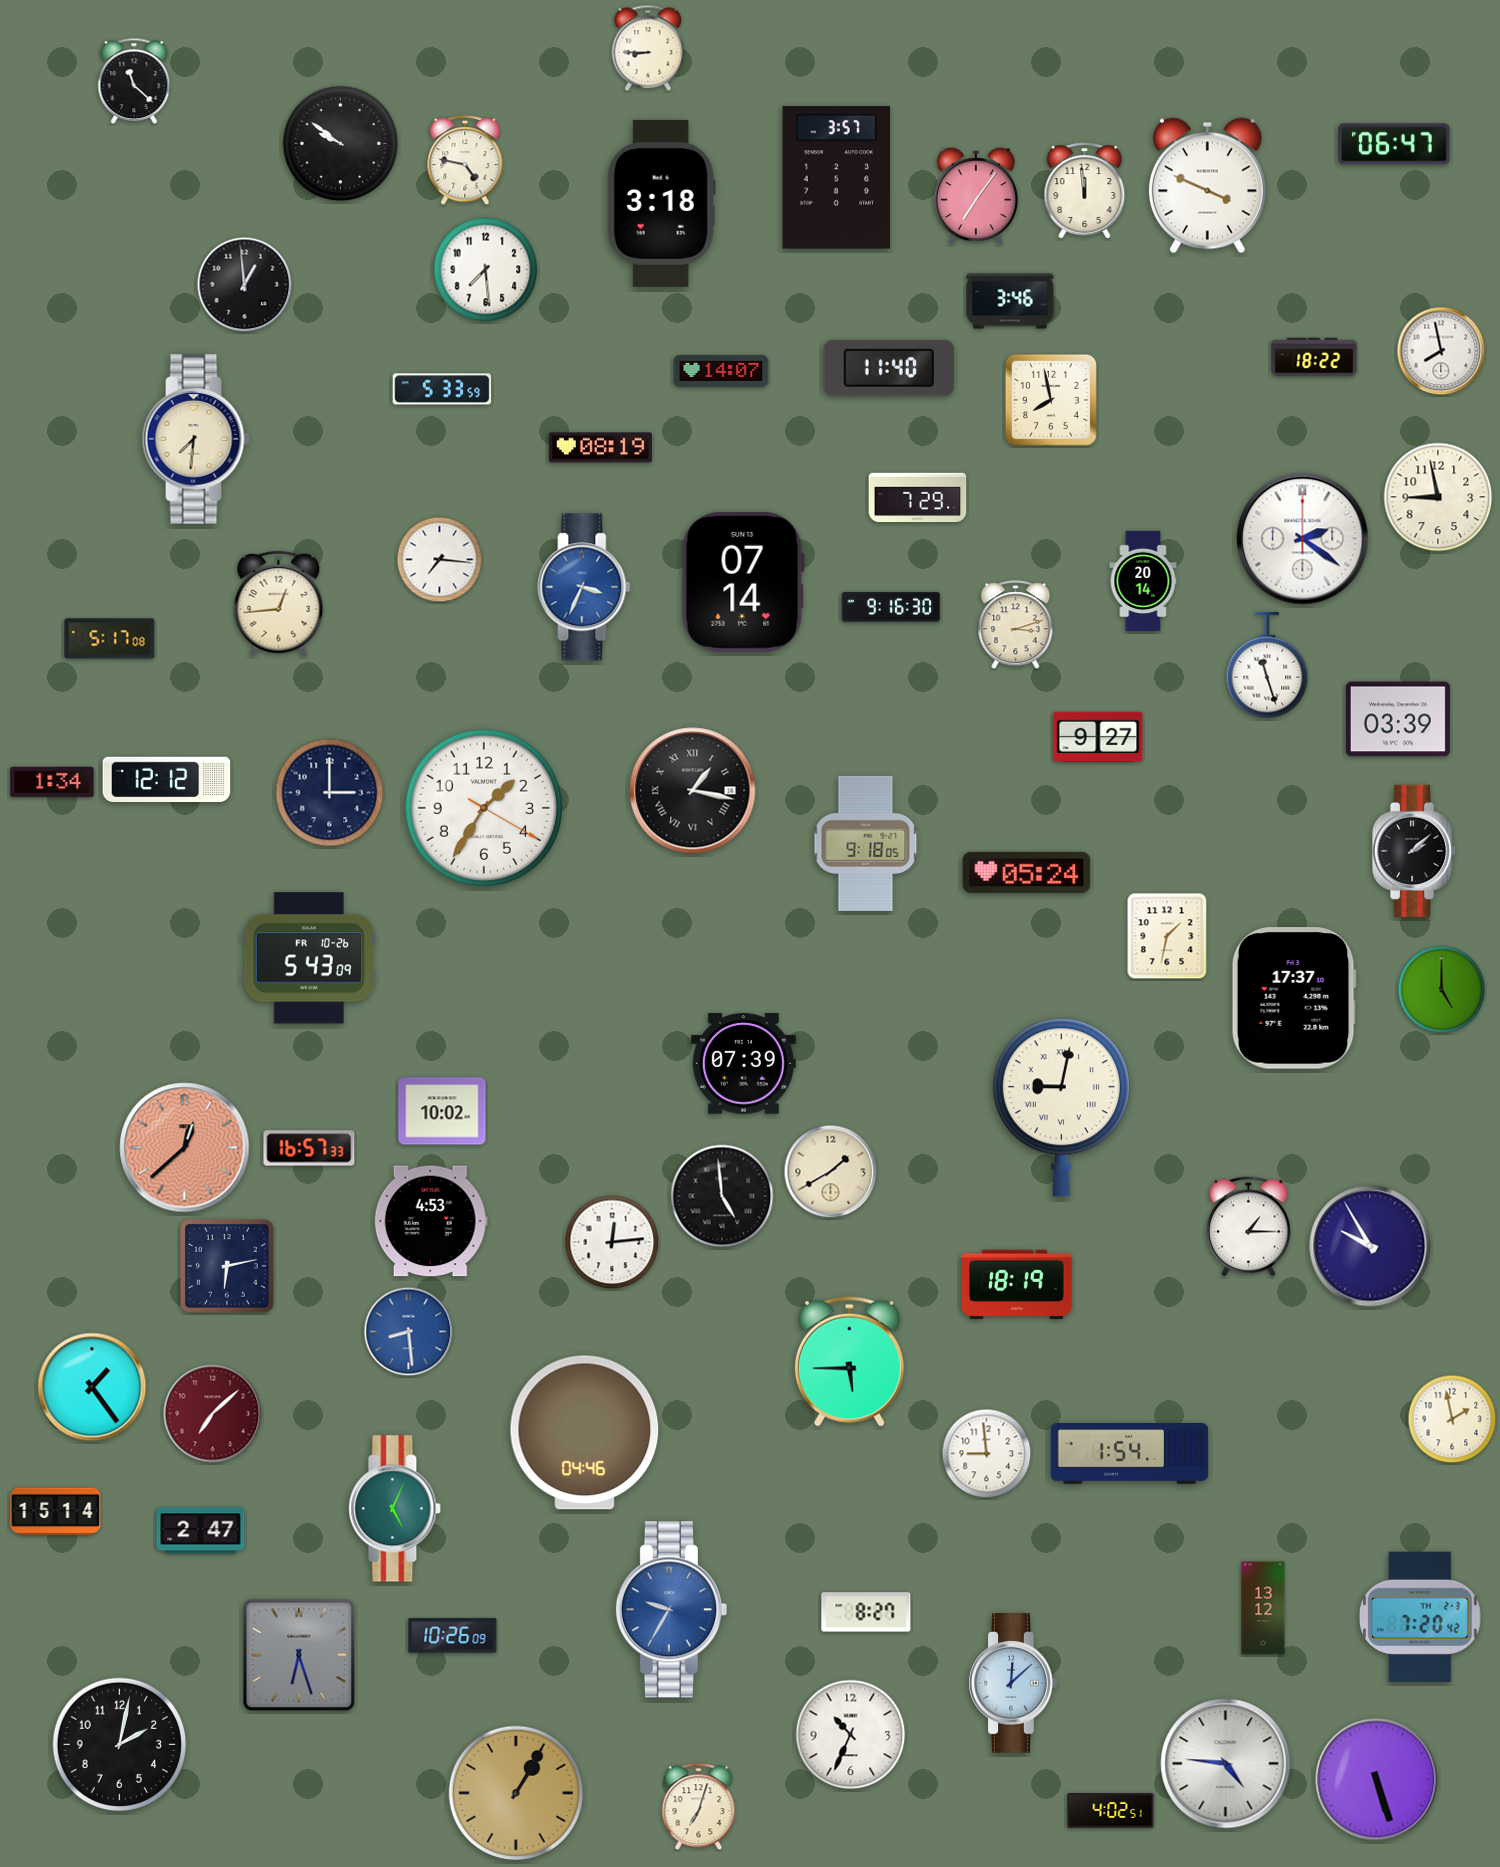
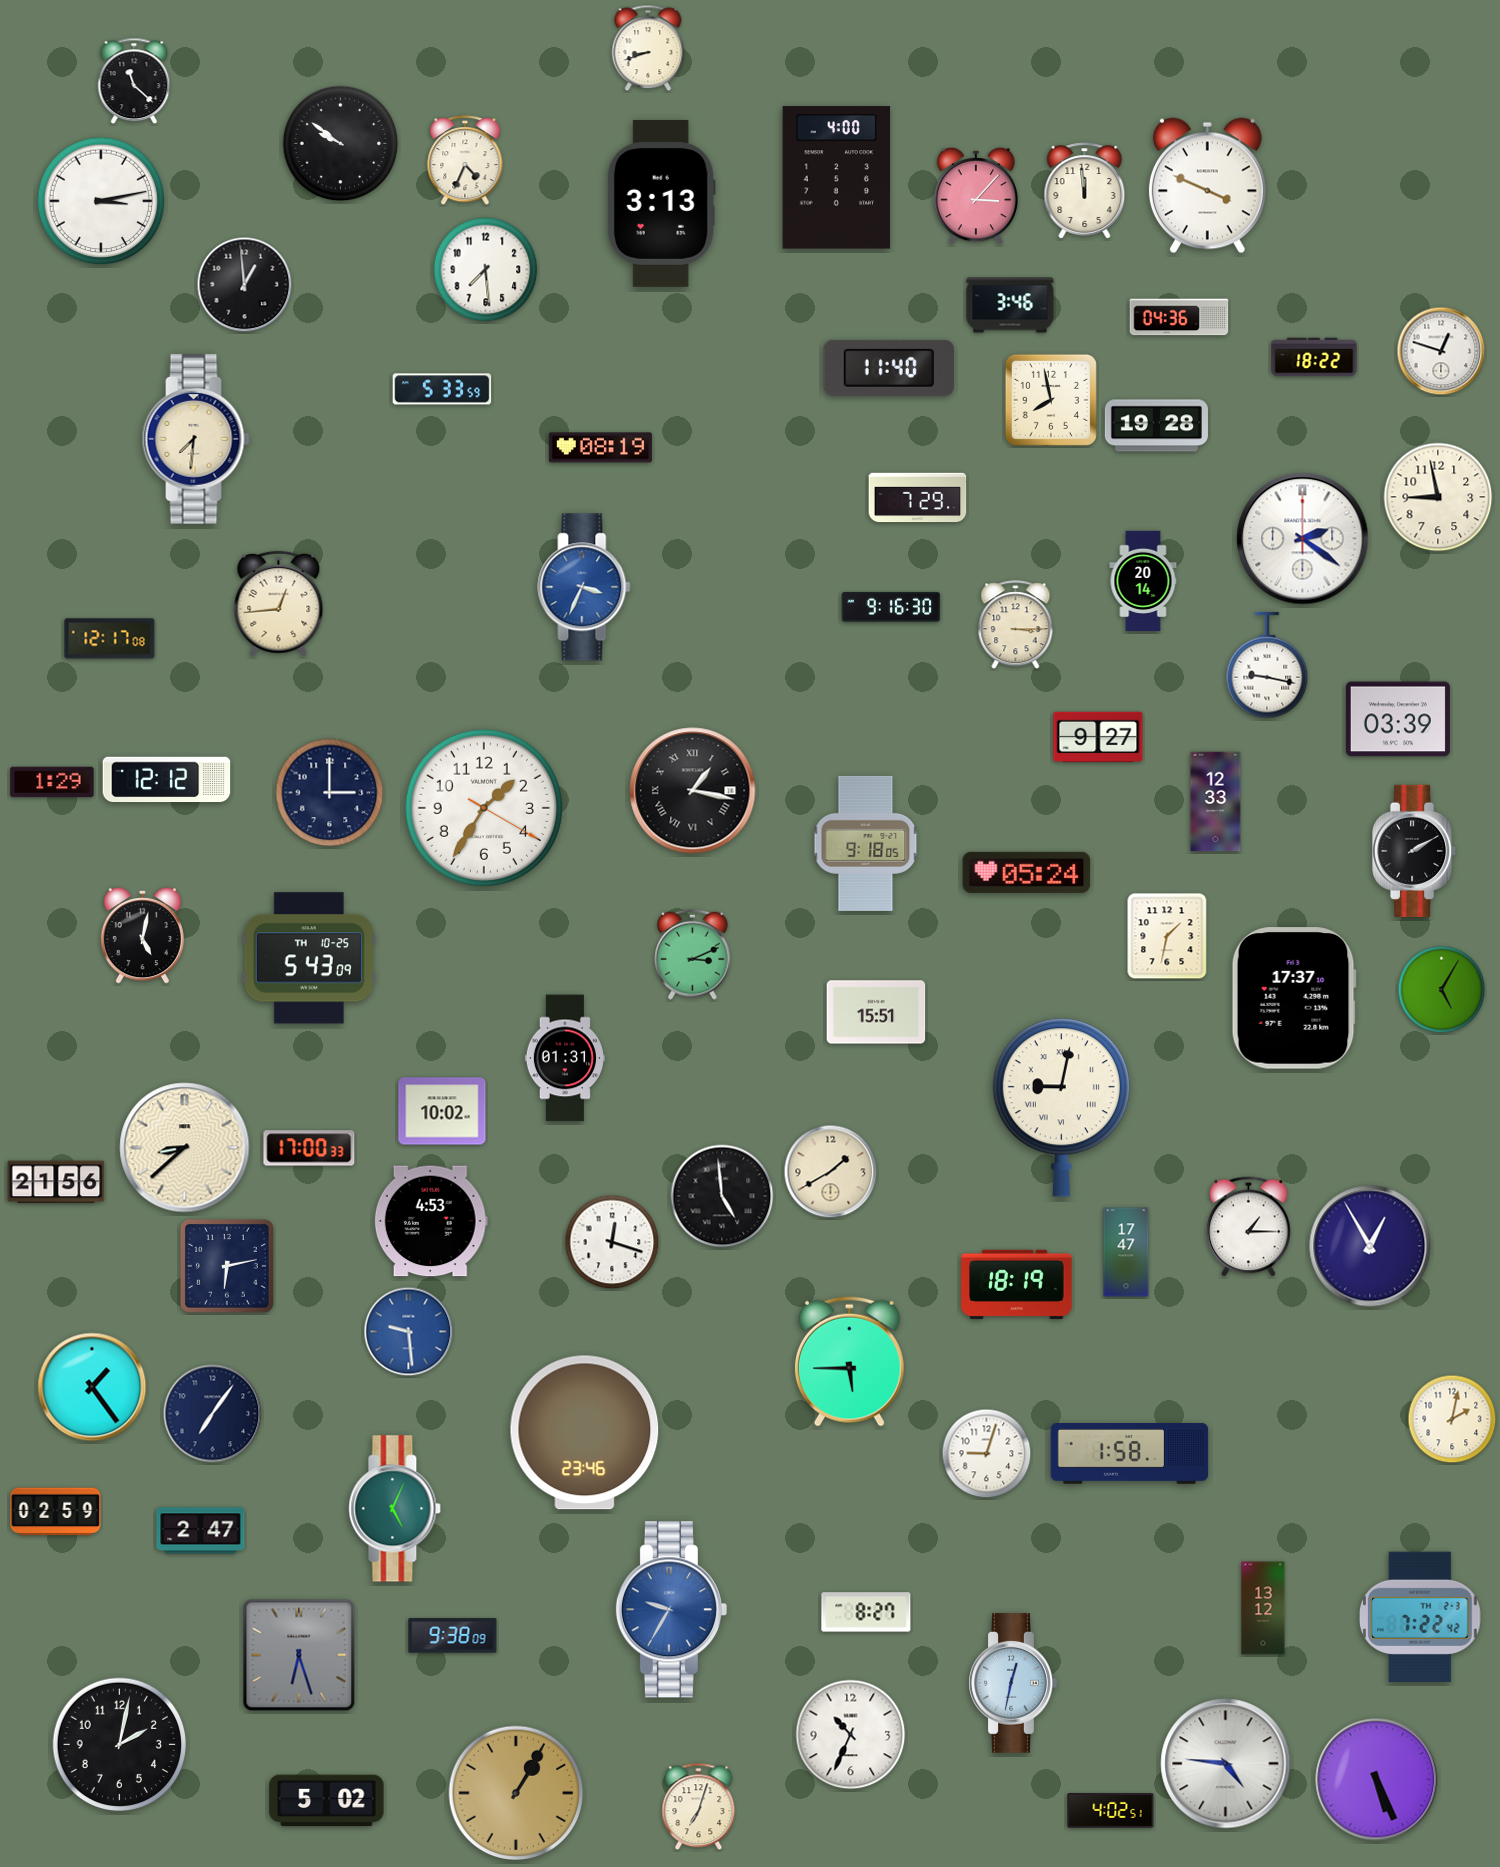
clock at (648, 48): 8:45 -> 8:42
clock at (1394, 144): 06:47 -> none
clock at (465, 161): 4:47 -> 4:34
clock at (837, 178): 3:57 -> 4:00
clock at (976, 196): 7:06 -> 3:07
clock at (101, 201): none -> 3:13
clock at (661, 203): 3:18 -> 3:13
clock at (1010, 301) position: (1010, 301) -> (1010, 305)
clock at (1179, 317): none -> 04:36
clock at (1441, 351): 7:58 -> 12:48
clock at (721, 371): 14:07 -> none
clock at (1156, 426): none -> 19:28
clock at (440, 560): 7:16 -> none
clock at (743, 583): 07:14 -> none
clock at (1016, 625): 3:12 -> 3:15
clock at (110, 639): 5:17 -> 12:17
clock at (1267, 665): 11:27 -> 9:17
clock at (52, 782): 1:34 -> 1:29
clock at (1216, 802): none -> 12:33
clock at (1415, 851): 2:08 -> 2:10
clock at (142, 936): none -> 5:02
clock at (693, 954): none -> 3:11
clock at (309, 958) date: FR 10-26 -> TH 10-25
clock at (1442, 990): 5:00 -> 5:05
clock at (876, 1012): none -> 15:51
clock at (565, 1058): none -> 01:31
clock at (743, 1064): 07:39 -> none
clock at (185, 1148): 12:38 -> 8:38
clock at (185, 1148) dial: salmon -> cream
clock at (309, 1148): 16:57 -> 17:00
clock at (56, 1182): none -> 21:56
clock at (612, 1242): 12:14 -> 12:18
clock at (1370, 1246): 9:55 -> 12:55
clock at (1126, 1252): none -> 17:47
clock at (409, 1332): 8:29 -> 9:29
clock at (213, 1414): 7:08 -> 7:06
clock at (213, 1414) dial: burgundy -> navy
clock at (1452, 1419): 1:58 -> 2:02
clock at (585, 1433): 04:46 -> 23:46
clock at (987, 1454): 8:59 -> 9:03
clock at (1130, 1454): 1:54 -> 1:58
clock at (56, 1512): 15:14 -> 02:59
clock at (1420, 1617): 7:20 -> 7:22
clock at (453, 1636): 10:26 -> 9:38
clock at (1013, 1683): 12:08 -> 12:32
clock at (1377, 1780): 5:27 -> 5:26
clock at (327, 1801): none -> 5:02
